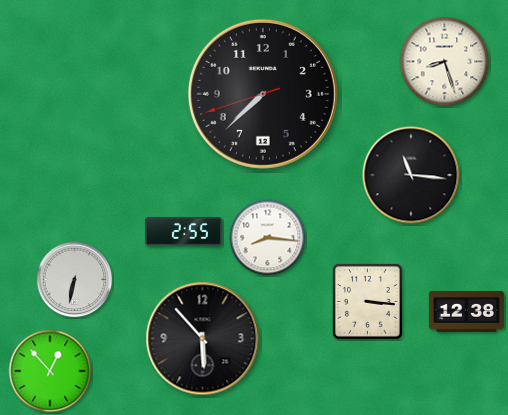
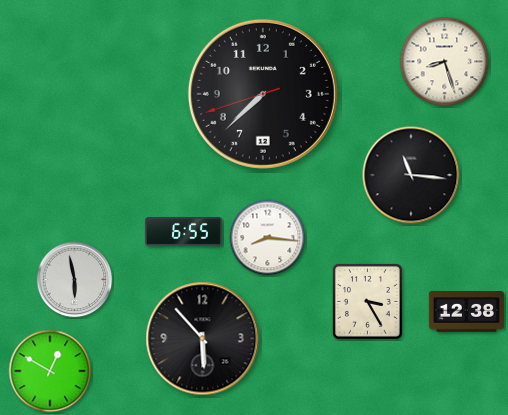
clock at (183, 231): 2:55 -> 6:55
clock at (75, 280): 6:32 -> 5:58
clock at (367, 301): 3:16 -> 3:25
clock at (50, 371): 12:53 -> 12:50
